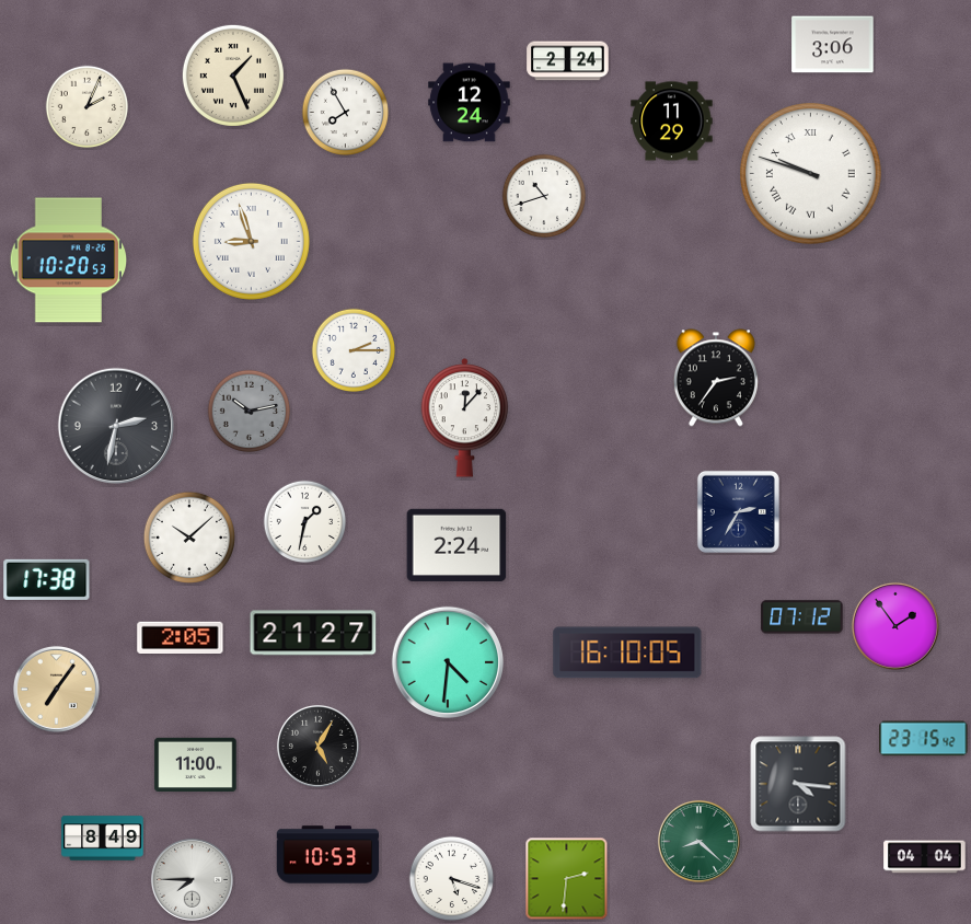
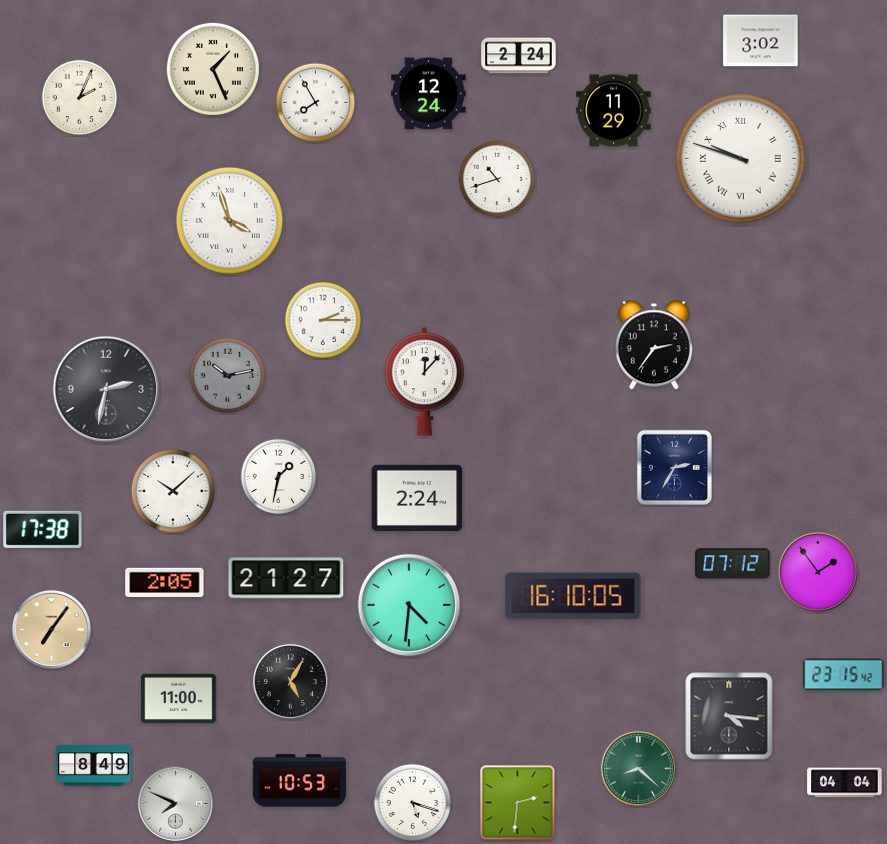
clock at (833, 45): 3:06 -> 3:02
clock at (251, 241): 8:57 -> 3:57
clock at (69, 261): 10:20 -> none
clock at (192, 879): 7:45 -> 7:49
